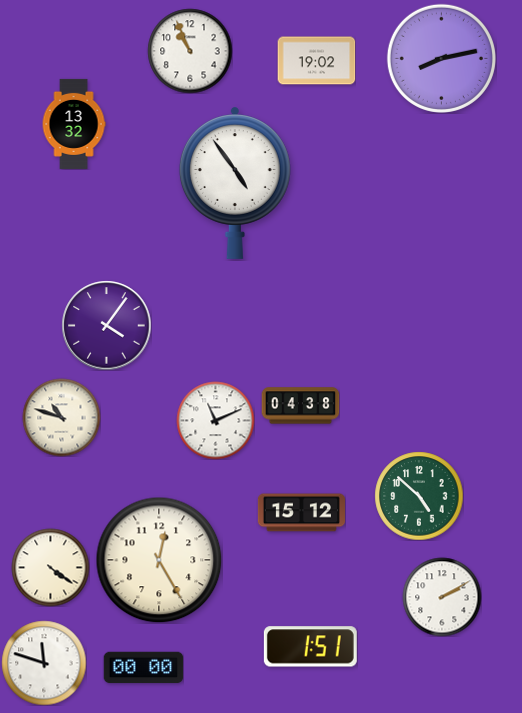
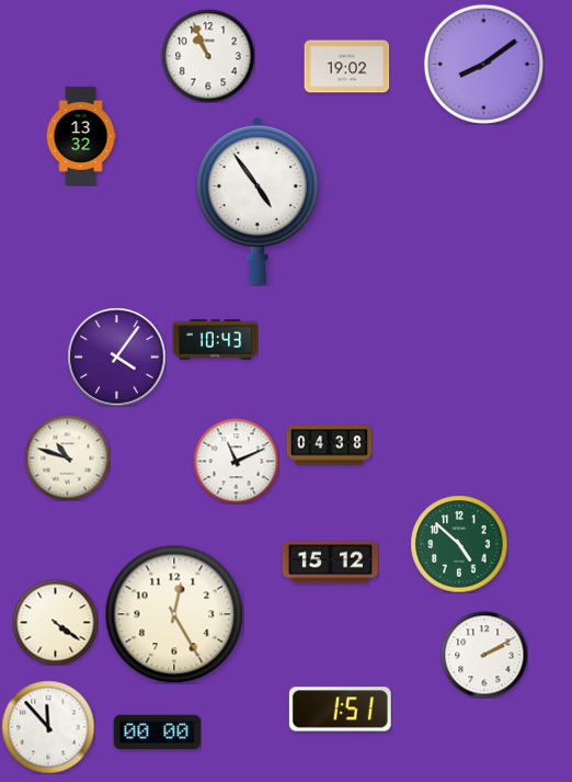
clock at (441, 58): 8:13 -> 8:09
clock at (215, 340): none -> 10:43
clock at (44, 663): 11:48 -> 11:53
